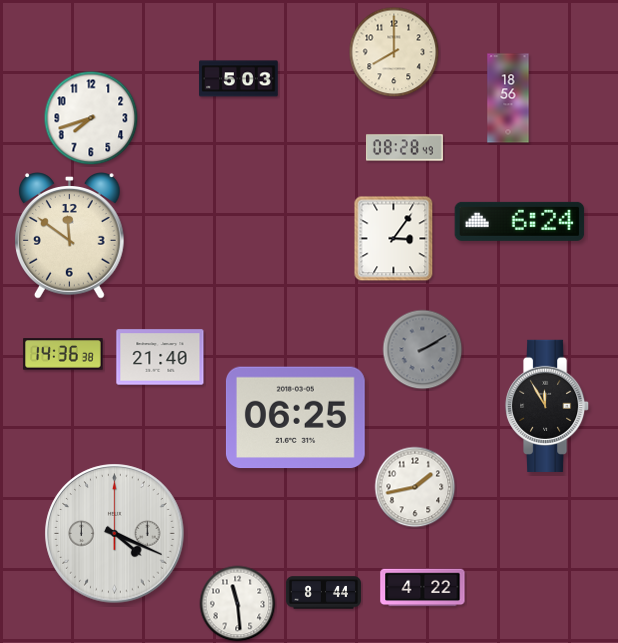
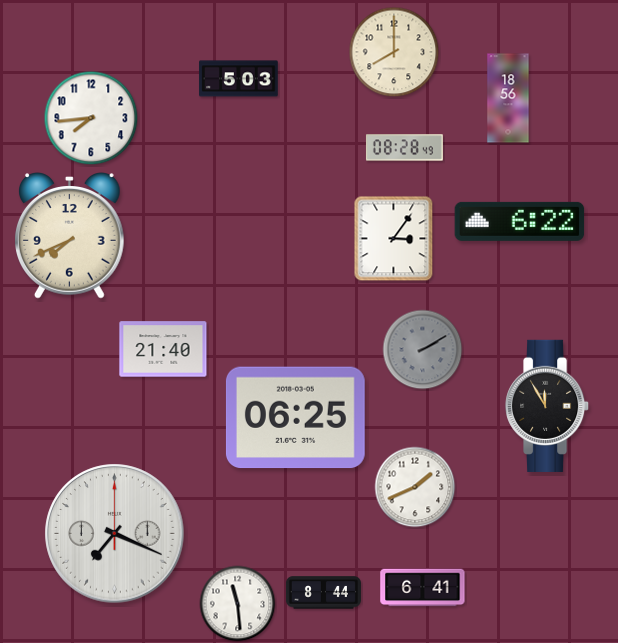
clock at (91, 118): 7:42 -> 7:44
clock at (520, 221): 6:24 -> 6:22
clock at (70, 236): 11:51 -> 7:41
clock at (63, 354): 14:36 -> none
clock at (160, 357) position: (160, 357) -> (163, 349)
clock at (415, 487): 1:43 -> 1:41
clock at (115, 534): 4:19 -> 7:19
clock at (423, 588): 4:22 -> 6:41
